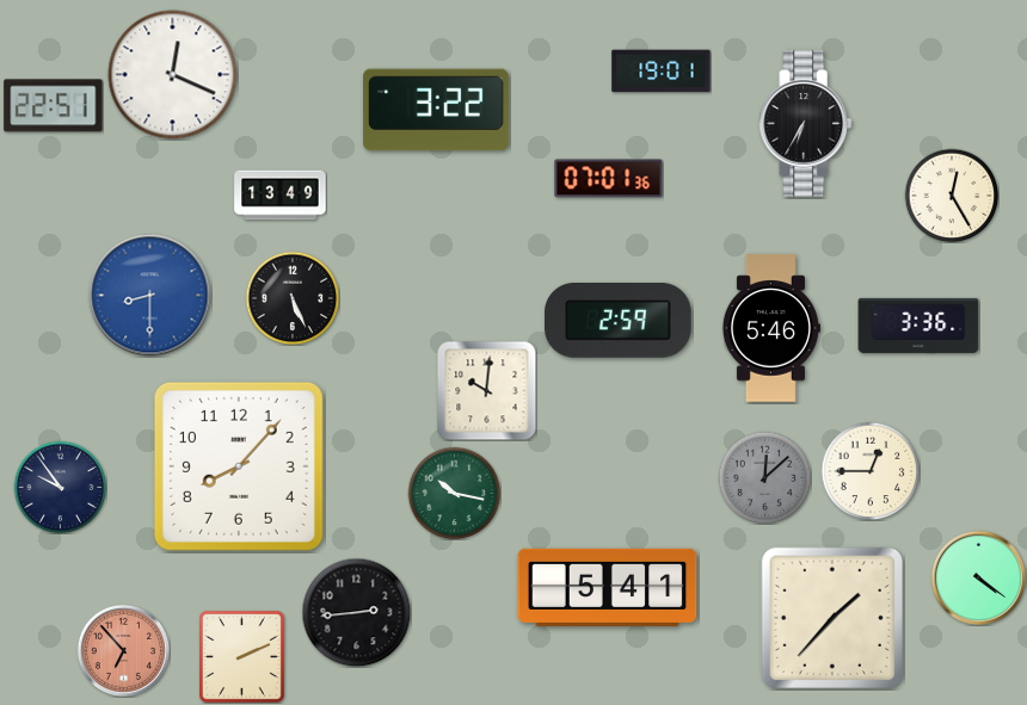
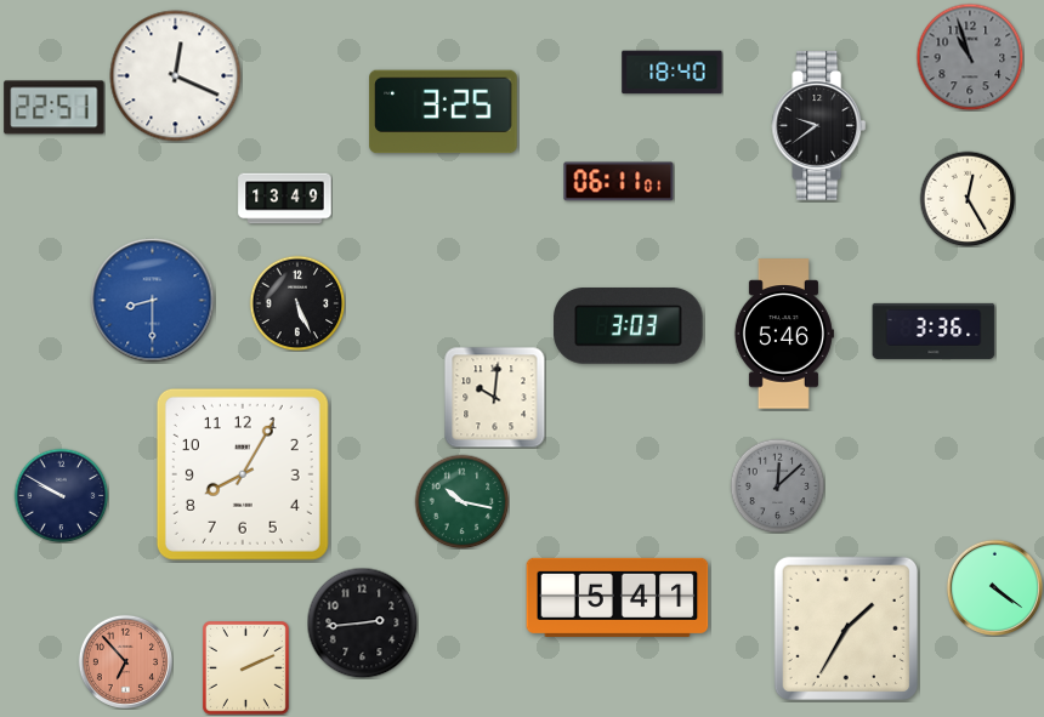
clock at (970, 57): none -> 10:57
clock at (662, 72): 19:01 -> 18:40
clock at (436, 110): 3:22 -> 3:25
clock at (806, 124): 6:35 -> 9:39
clock at (609, 179): 07:01 -> 06:11
clock at (619, 321): 2:59 -> 3:03
clock at (239, 466): 8:07 -> 8:05
clock at (871, 471): 12:45 -> none
clock at (60, 487): 9:54 -> 9:50
clock at (832, 618): 1:37 -> 1:35
